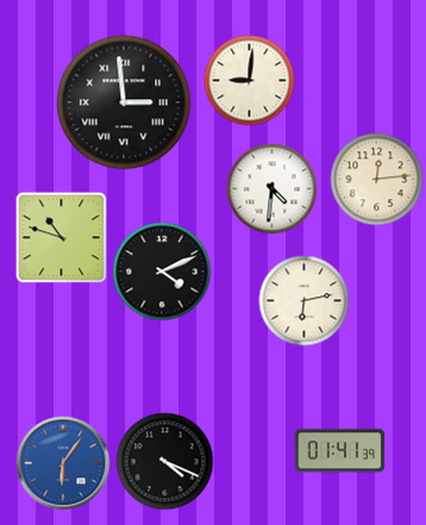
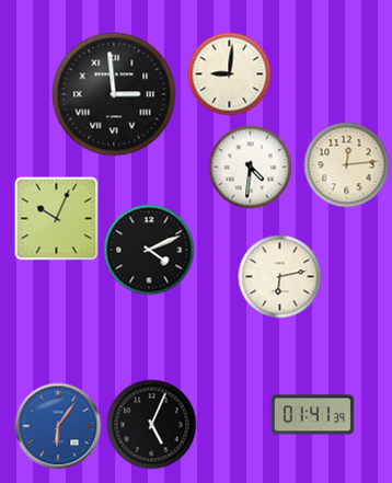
clock at (272, 189) position: (272, 189) -> (251, 168)
clock at (62, 238): 10:48 -> 10:04
clock at (165, 462): 4:19 -> 5:04
